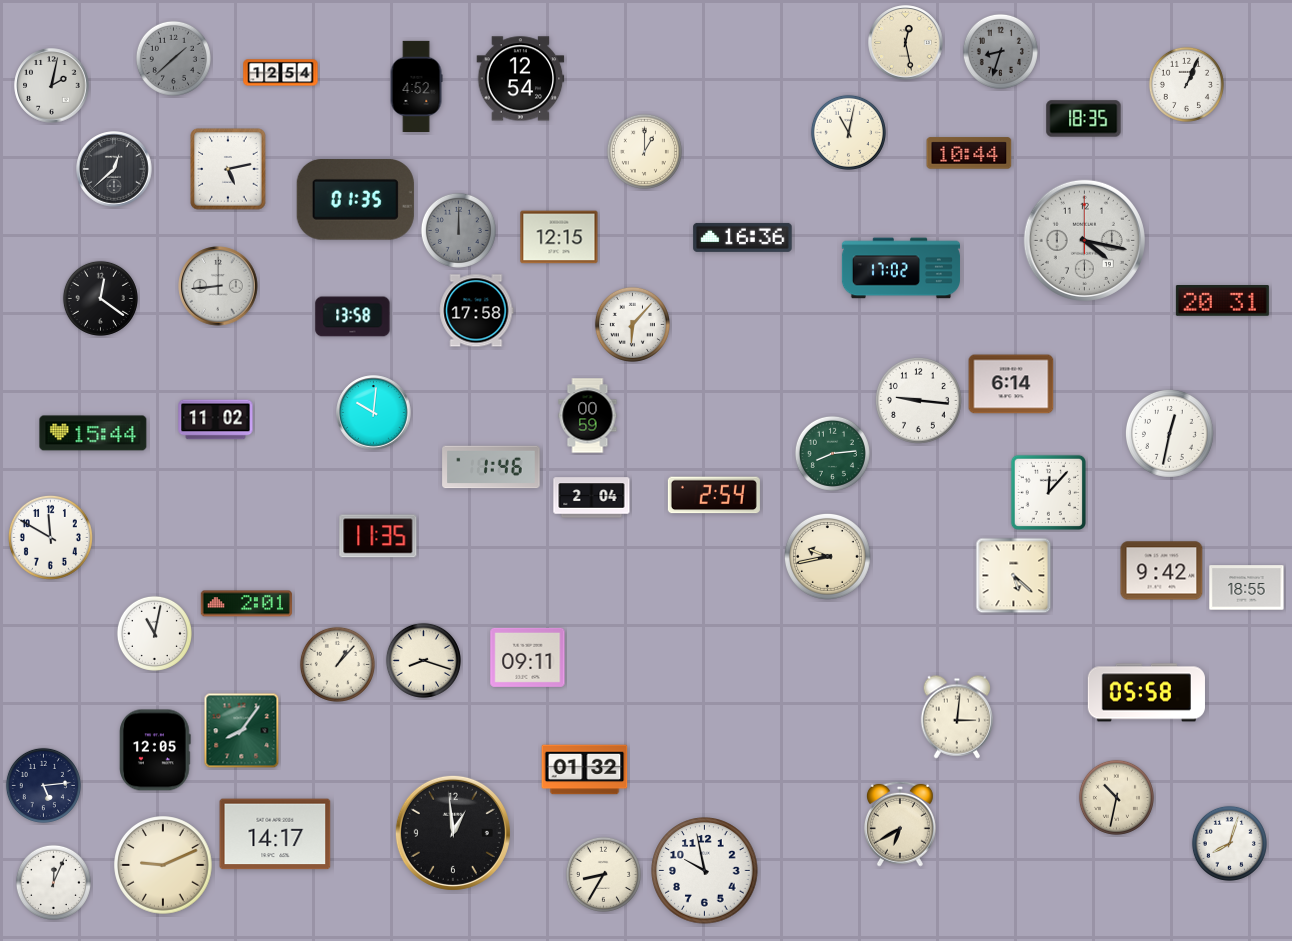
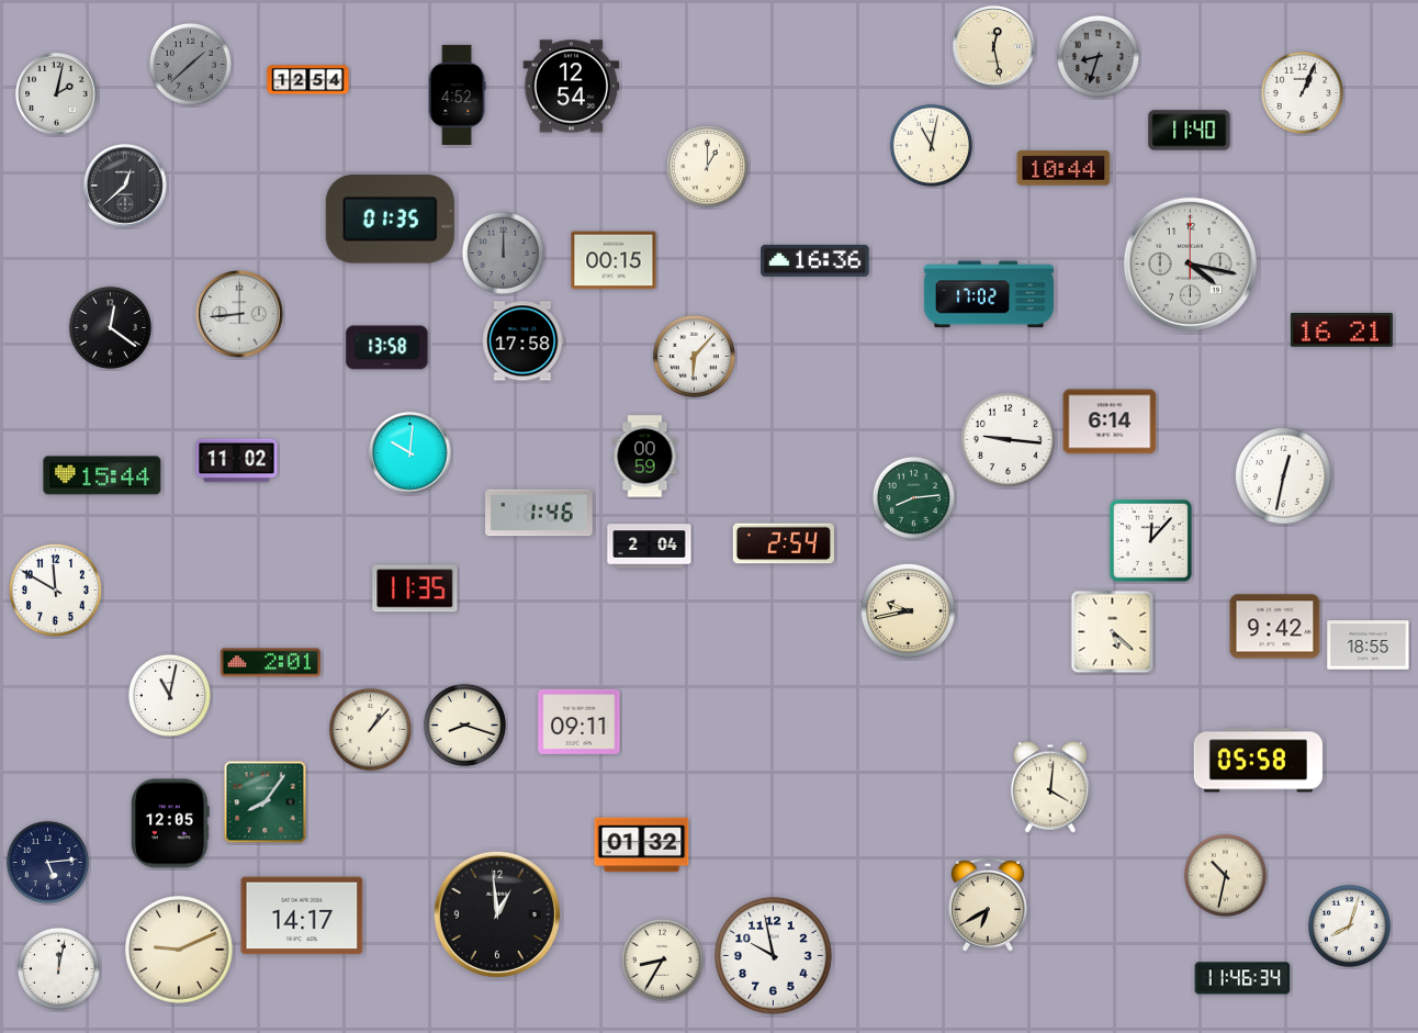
clock at (1084, 119): 18:35 -> 11:40
clock at (228, 169): 5:13 -> none
clock at (559, 237): 12:15 -> 00:15
clock at (1222, 301): 20:31 -> 16:21
clock at (957, 717): 3:01 -> 4:01
clock at (53, 882): 12:04 -> 12:02
clock at (1242, 978): none -> 11:46
